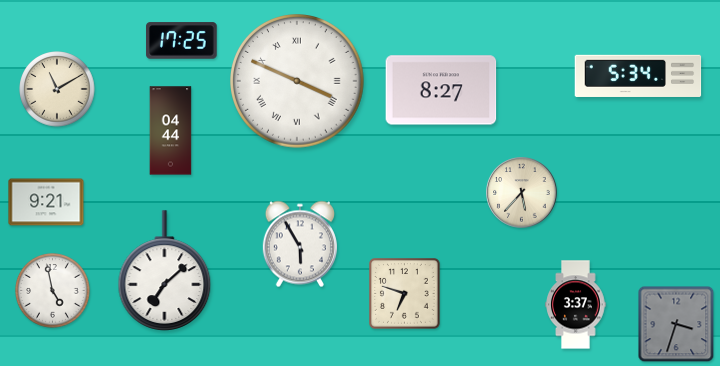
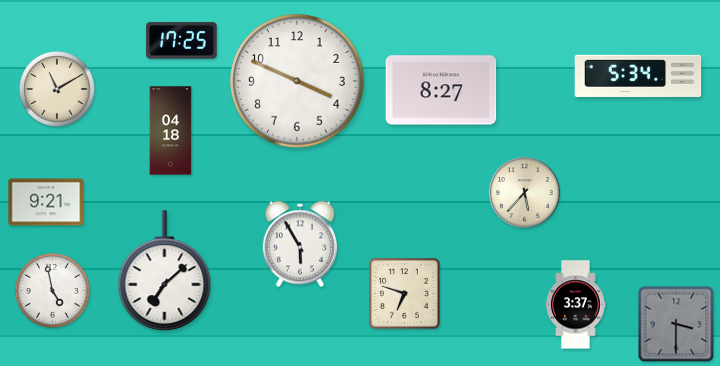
clock at (298, 82) numerals: Roman -> Arabic
clock at (171, 131): 04:44 -> 04:18
clock at (522, 193) position: (522, 193) -> (525, 193)
clock at (676, 324): 3:33 -> 3:30
